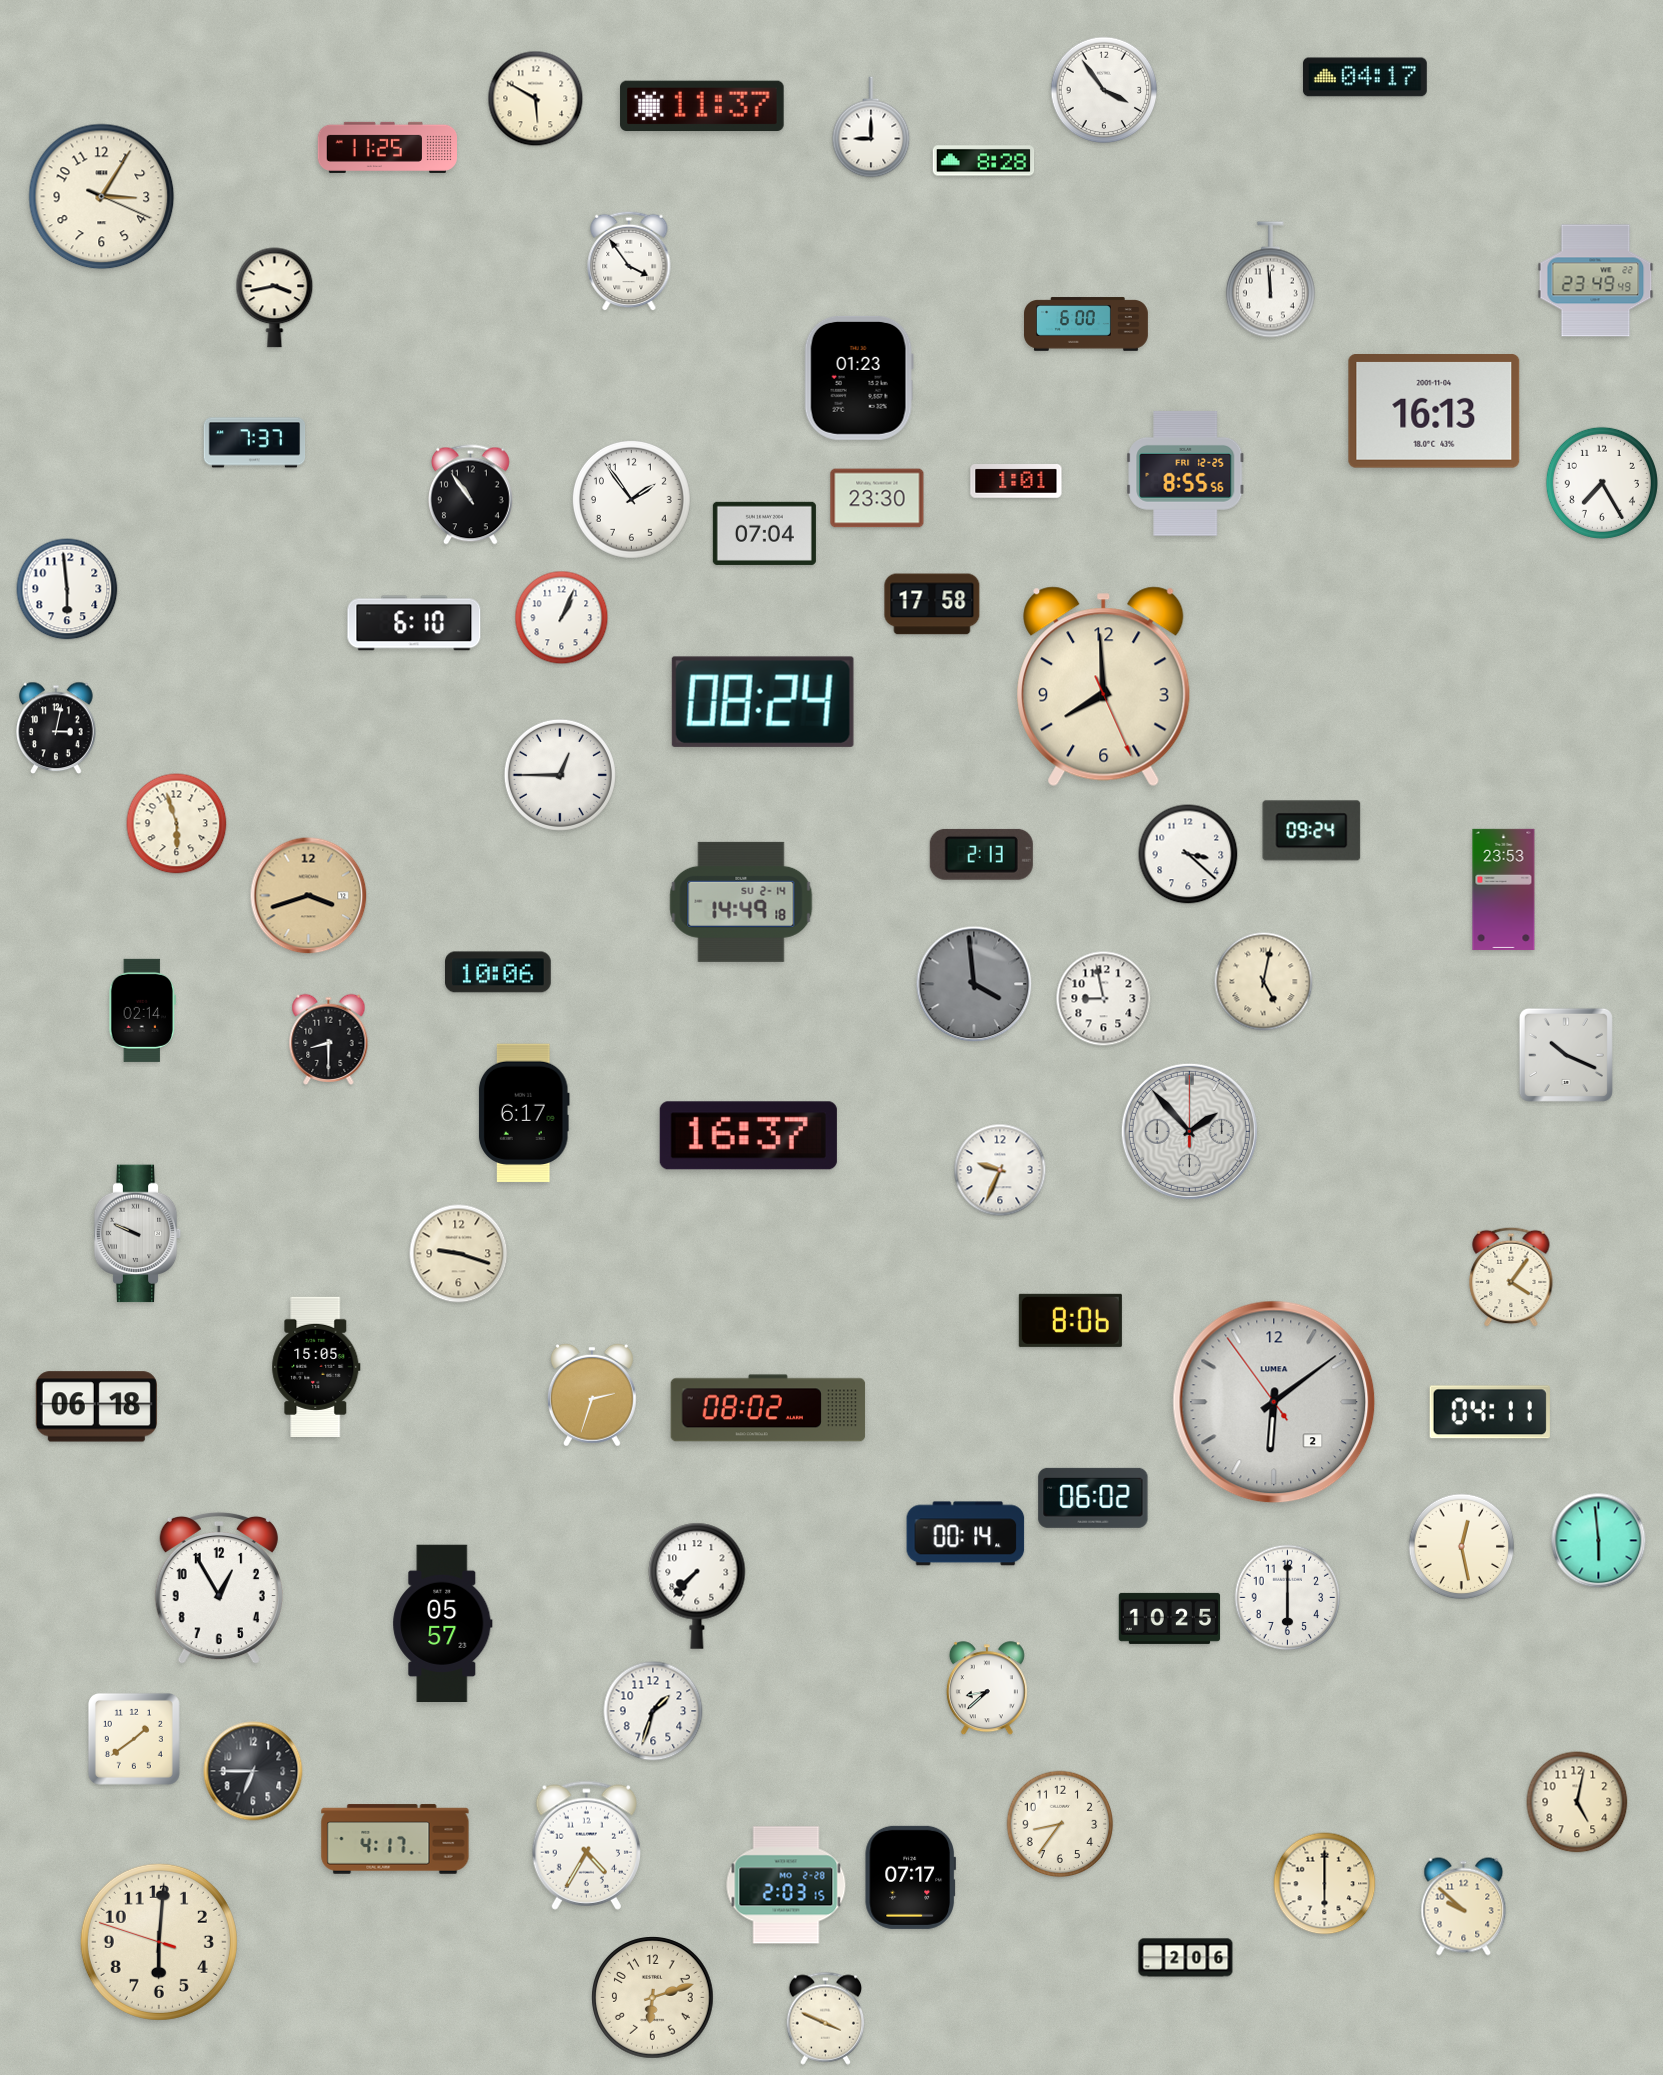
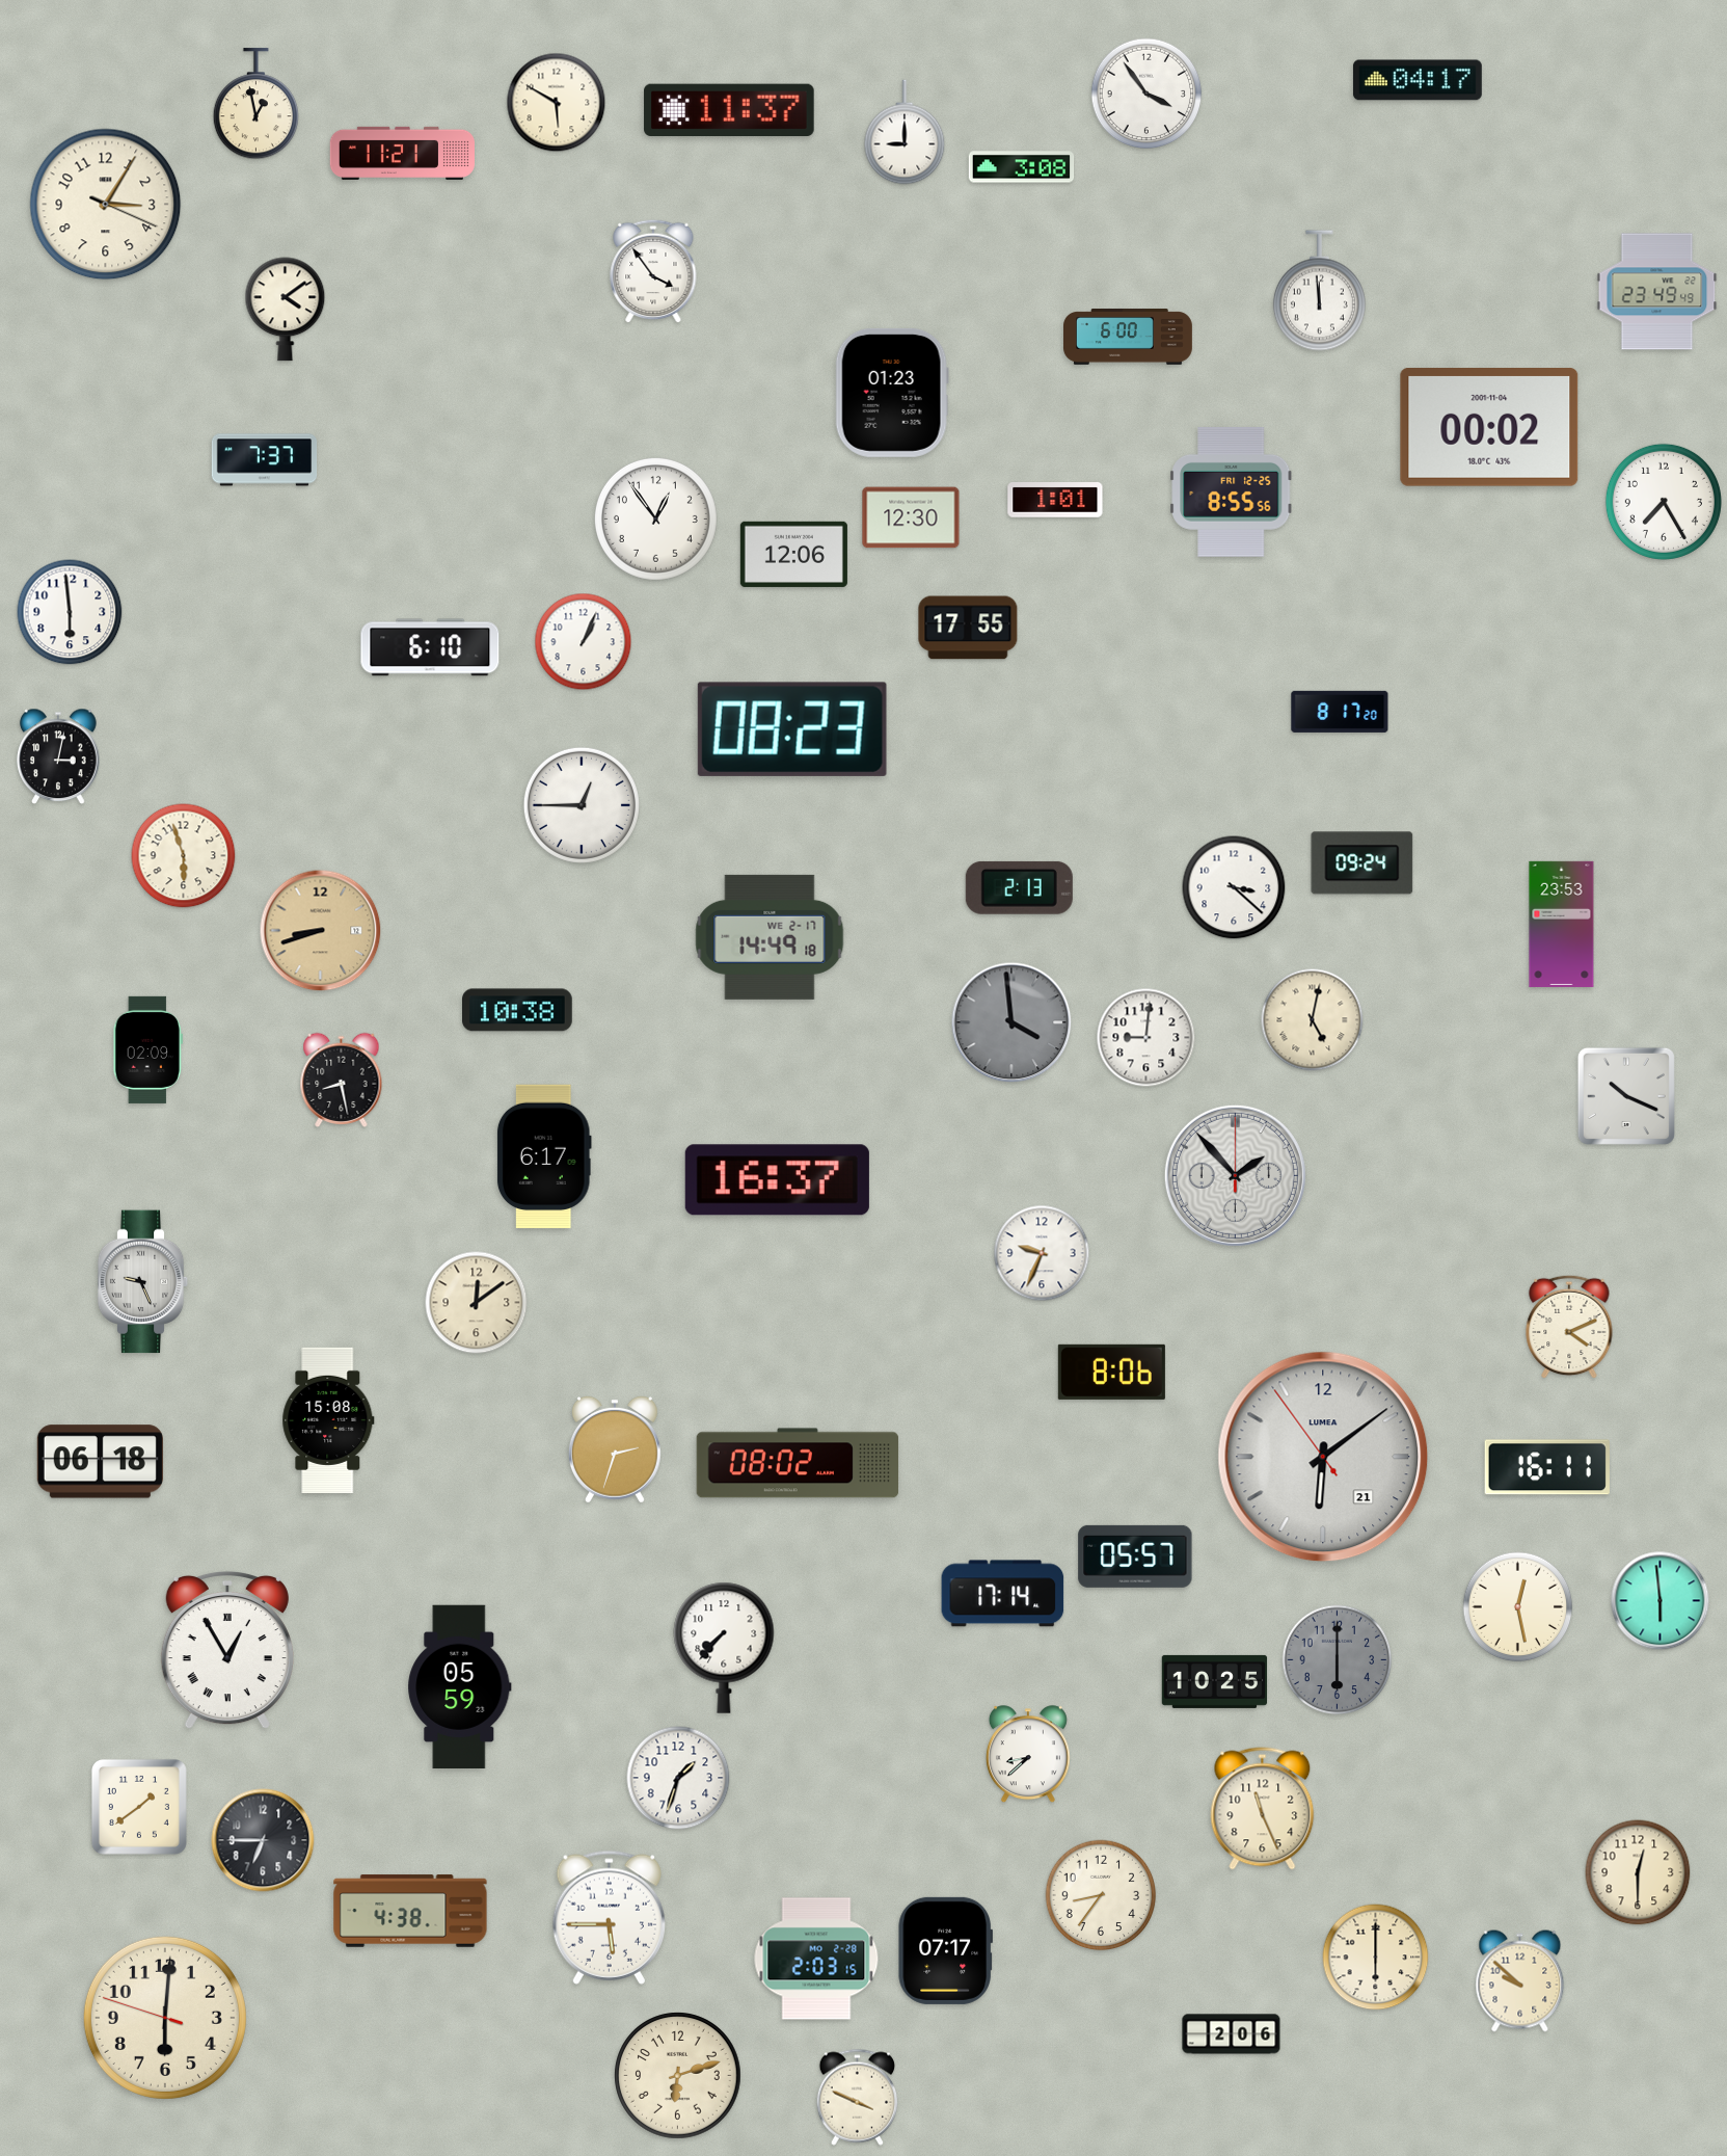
clock at (255, 104): none -> 12:58
clock at (387, 147): 11:25 -> 11:21
clock at (984, 161): 8:28 -> 3:08
clock at (275, 298): 3:43 -> 4:09
clock at (1434, 412): 16:13 -> 00:02
clock at (471, 495): 10:54 -> none
clock at (877, 498): 23:30 -> 12:30
clock at (631, 499): 1:54 -> 12:54
clock at (764, 533): 07:04 -> 12:06
clock at (932, 604): 17:58 -> 17:55
clock at (1340, 712): none -> 8:17
clock at (1104, 687): 7:59 -> none
clock at (763, 702): 08:24 -> 08:23
clock at (309, 896): 3:42 -> 8:42
clock at (741, 902) date: SU 2-14 -> WE 2-17
clock at (499, 972): 10:06 -> 10:38
clock at (1104, 999): 8:58 -> 9:01
clock at (142, 1010): 02:14 -> 02:09
clock at (329, 1039): 8:30 -> 8:28
clock at (1000, 1170) position: (1000, 1170) -> (1042, 1253)
clock at (138, 1234): 9:49 -> 9:26
clock at (459, 1254): 9:18 -> 12:09
clock at (1511, 1277): 4:06 -> 4:11
clock at (316, 1367): 15:05 -> 15:08
clock at (1274, 1402) date: 2 -> 21
clock at (1490, 1412): 04:11 -> 16:11
clock at (1093, 1498): 06:02 -> 05:57
clock at (966, 1534): 00:14 -> 17:14
clock at (219, 1588) numerals: Arabic -> Roman
clock at (1288, 1598) dial: white -> grey
clock at (443, 1623): 05:57 -> 05:59
clock at (987, 1689) position: (987, 1689) -> (1028, 1755)
clock at (1263, 1809): none -> 11:26
clock at (1577, 1802): 5:02 -> 12:30
clock at (395, 1839): 4:17 -> 4:38
clock at (586, 1845): 4:35 -> 5:45
